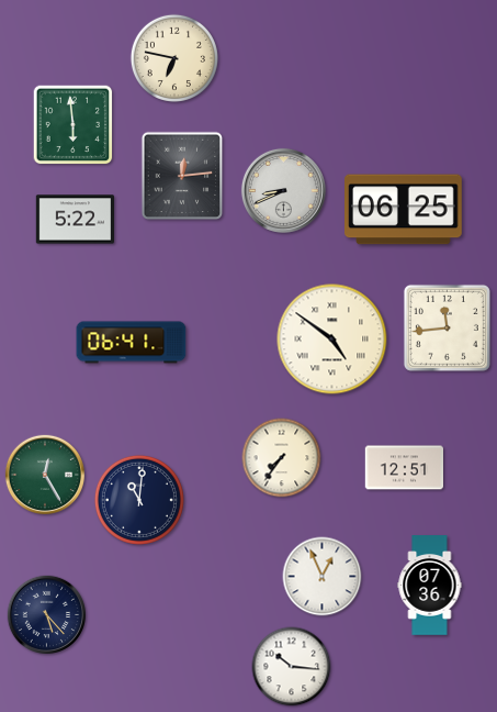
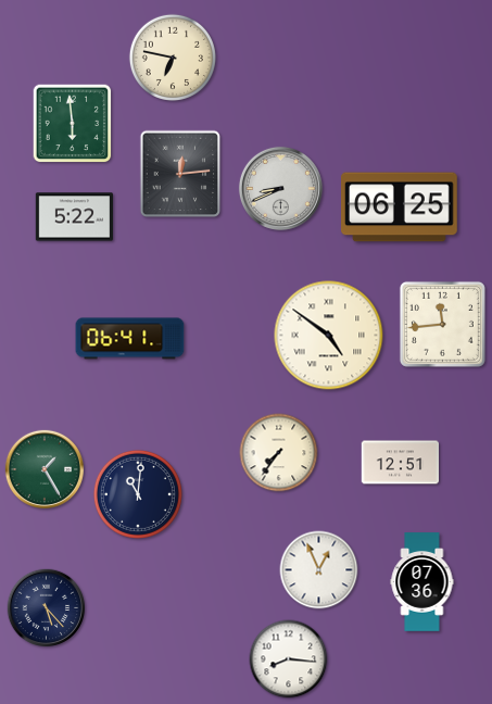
clock at (44, 474): 12:25 -> 1:25
clock at (430, 586) position: (430, 586) -> (422, 582)
clock at (292, 667): 10:16 -> 8:16
